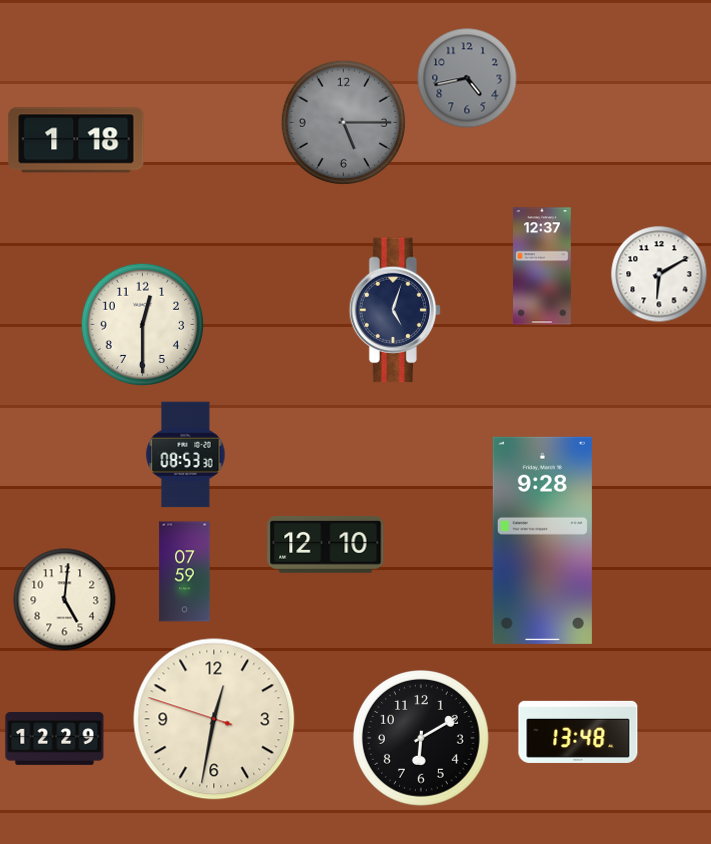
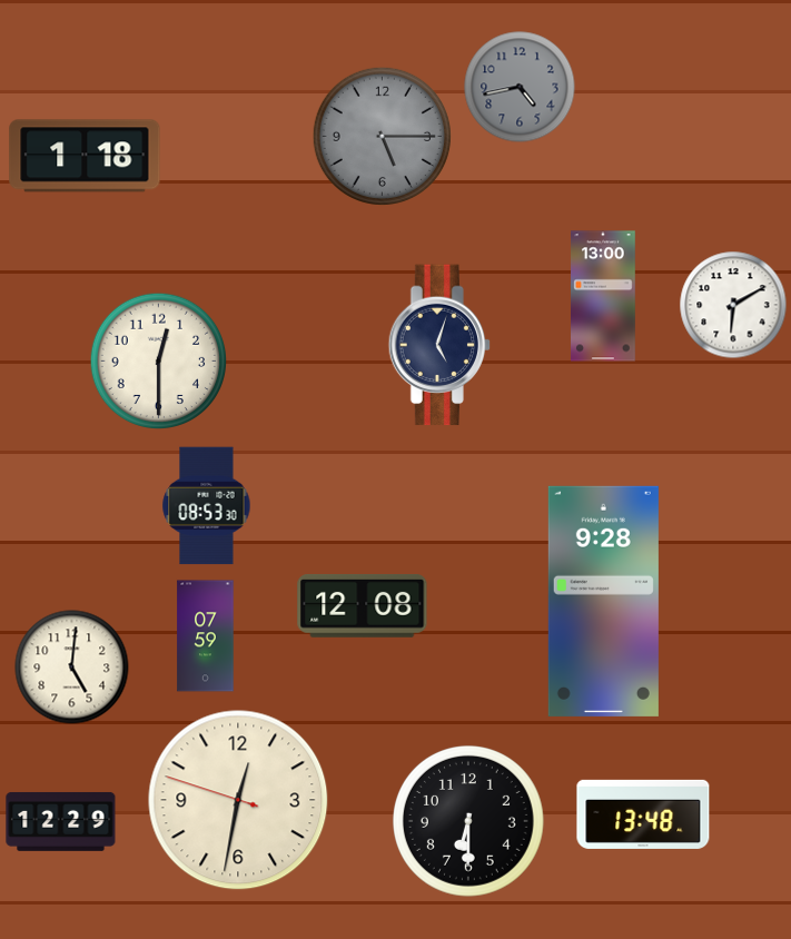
clock at (543, 266): 12:37 -> 13:00
clock at (326, 545): 12:10 -> 12:08
clock at (421, 738): 6:10 -> 6:30
